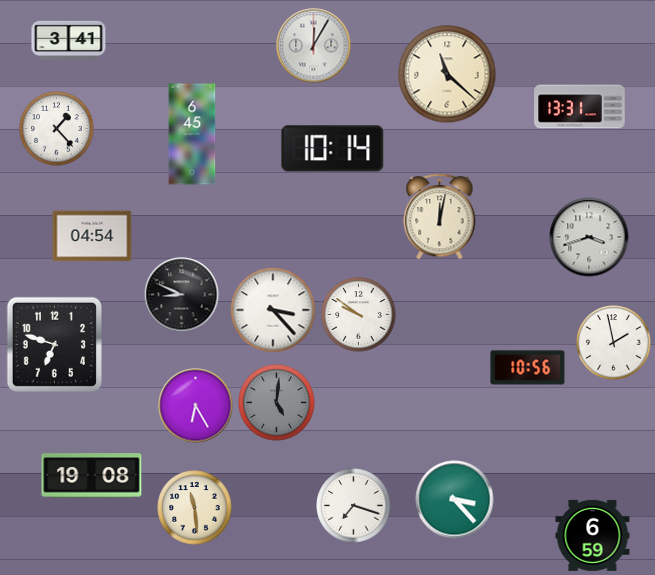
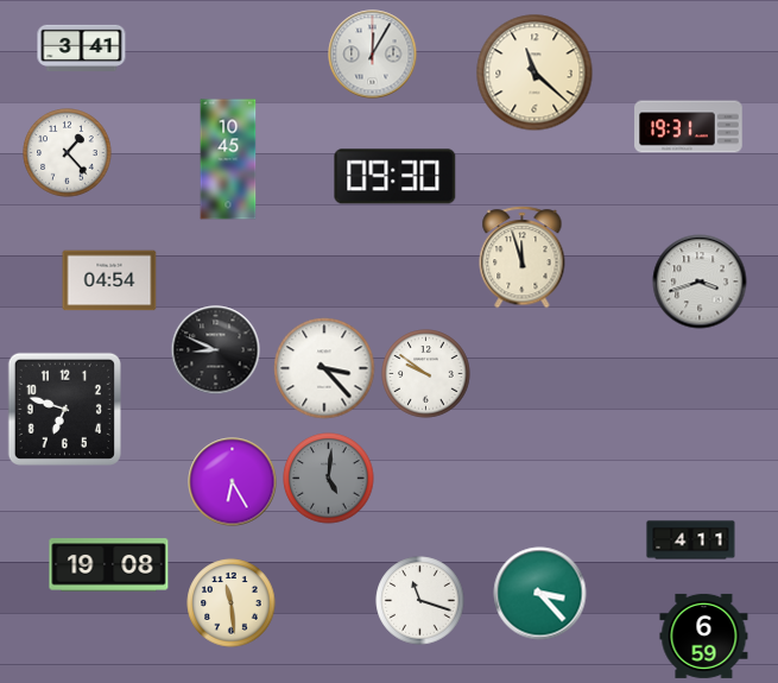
clock at (447, 74) position: (447, 74) -> (535, 72)
clock at (580, 107): 13:31 -> 19:31
clock at (192, 134): 6:45 -> 10:45
clock at (333, 149): 10:14 -> 09:30
clock at (440, 217): 12:02 -> 11:57
clock at (614, 343): 1:58 -> none
clock at (528, 368): 10:56 -> none
clock at (691, 540): none -> 4:11
clock at (354, 506): 7:18 -> 11:18
